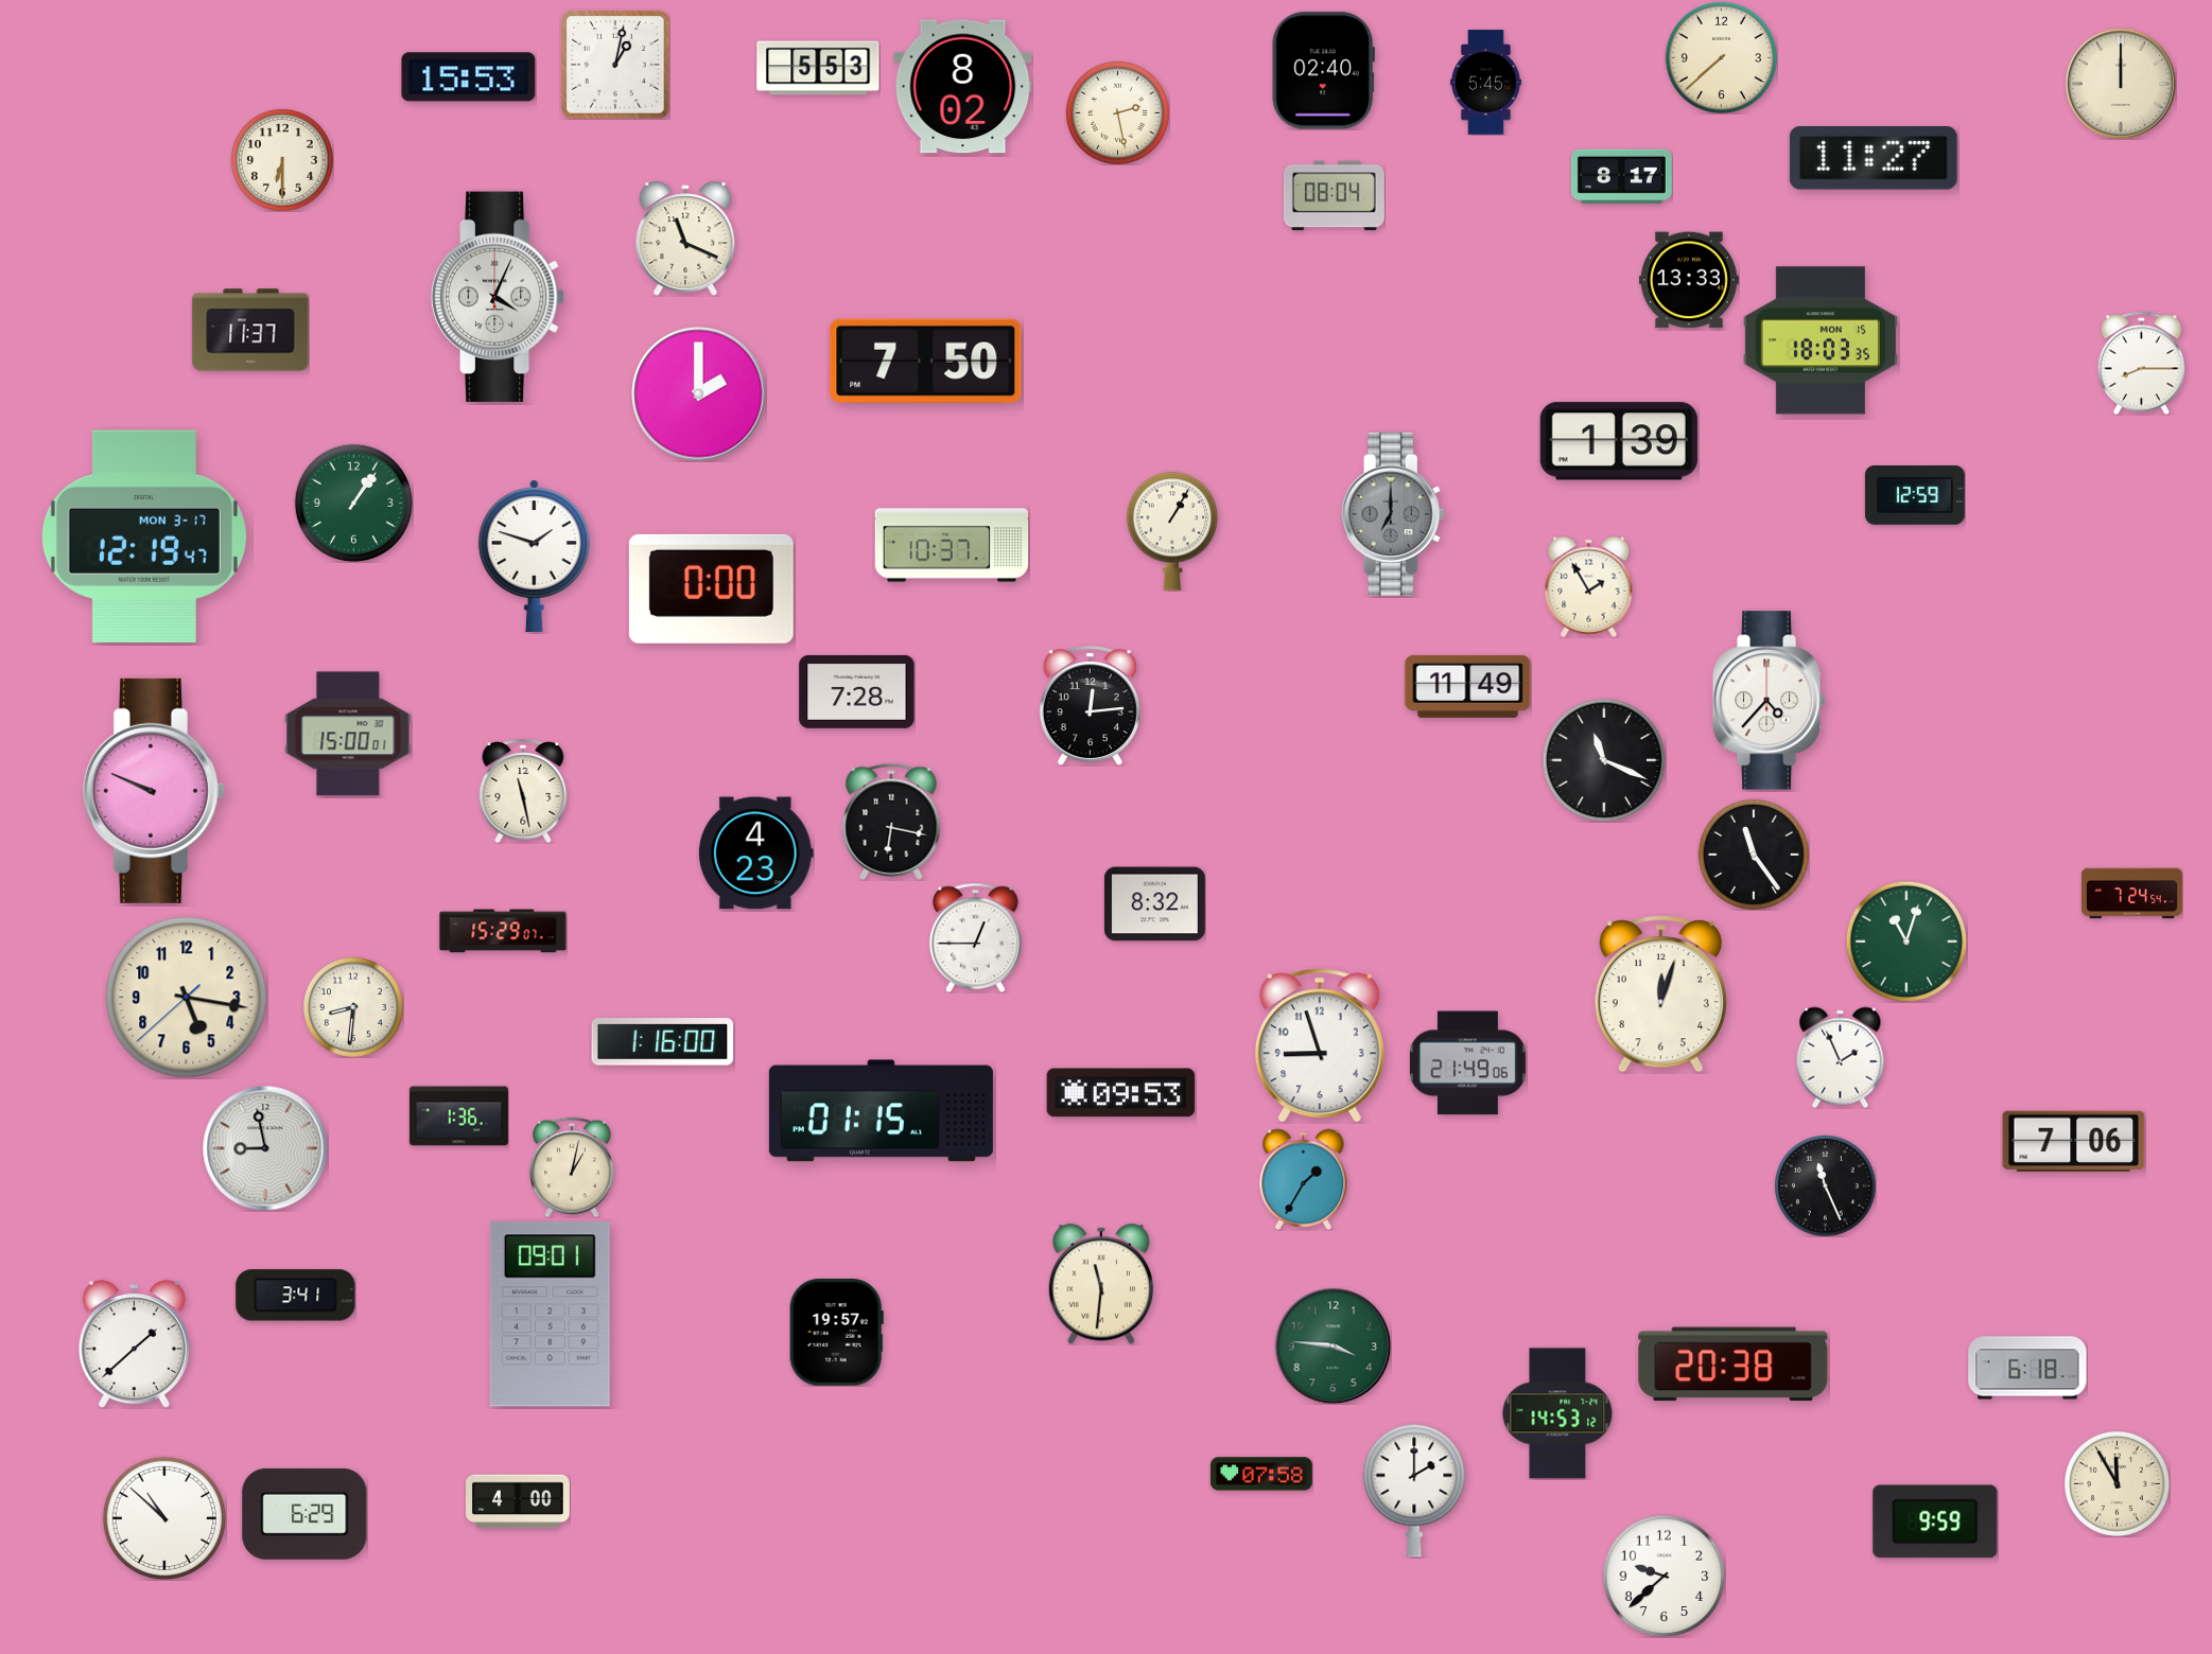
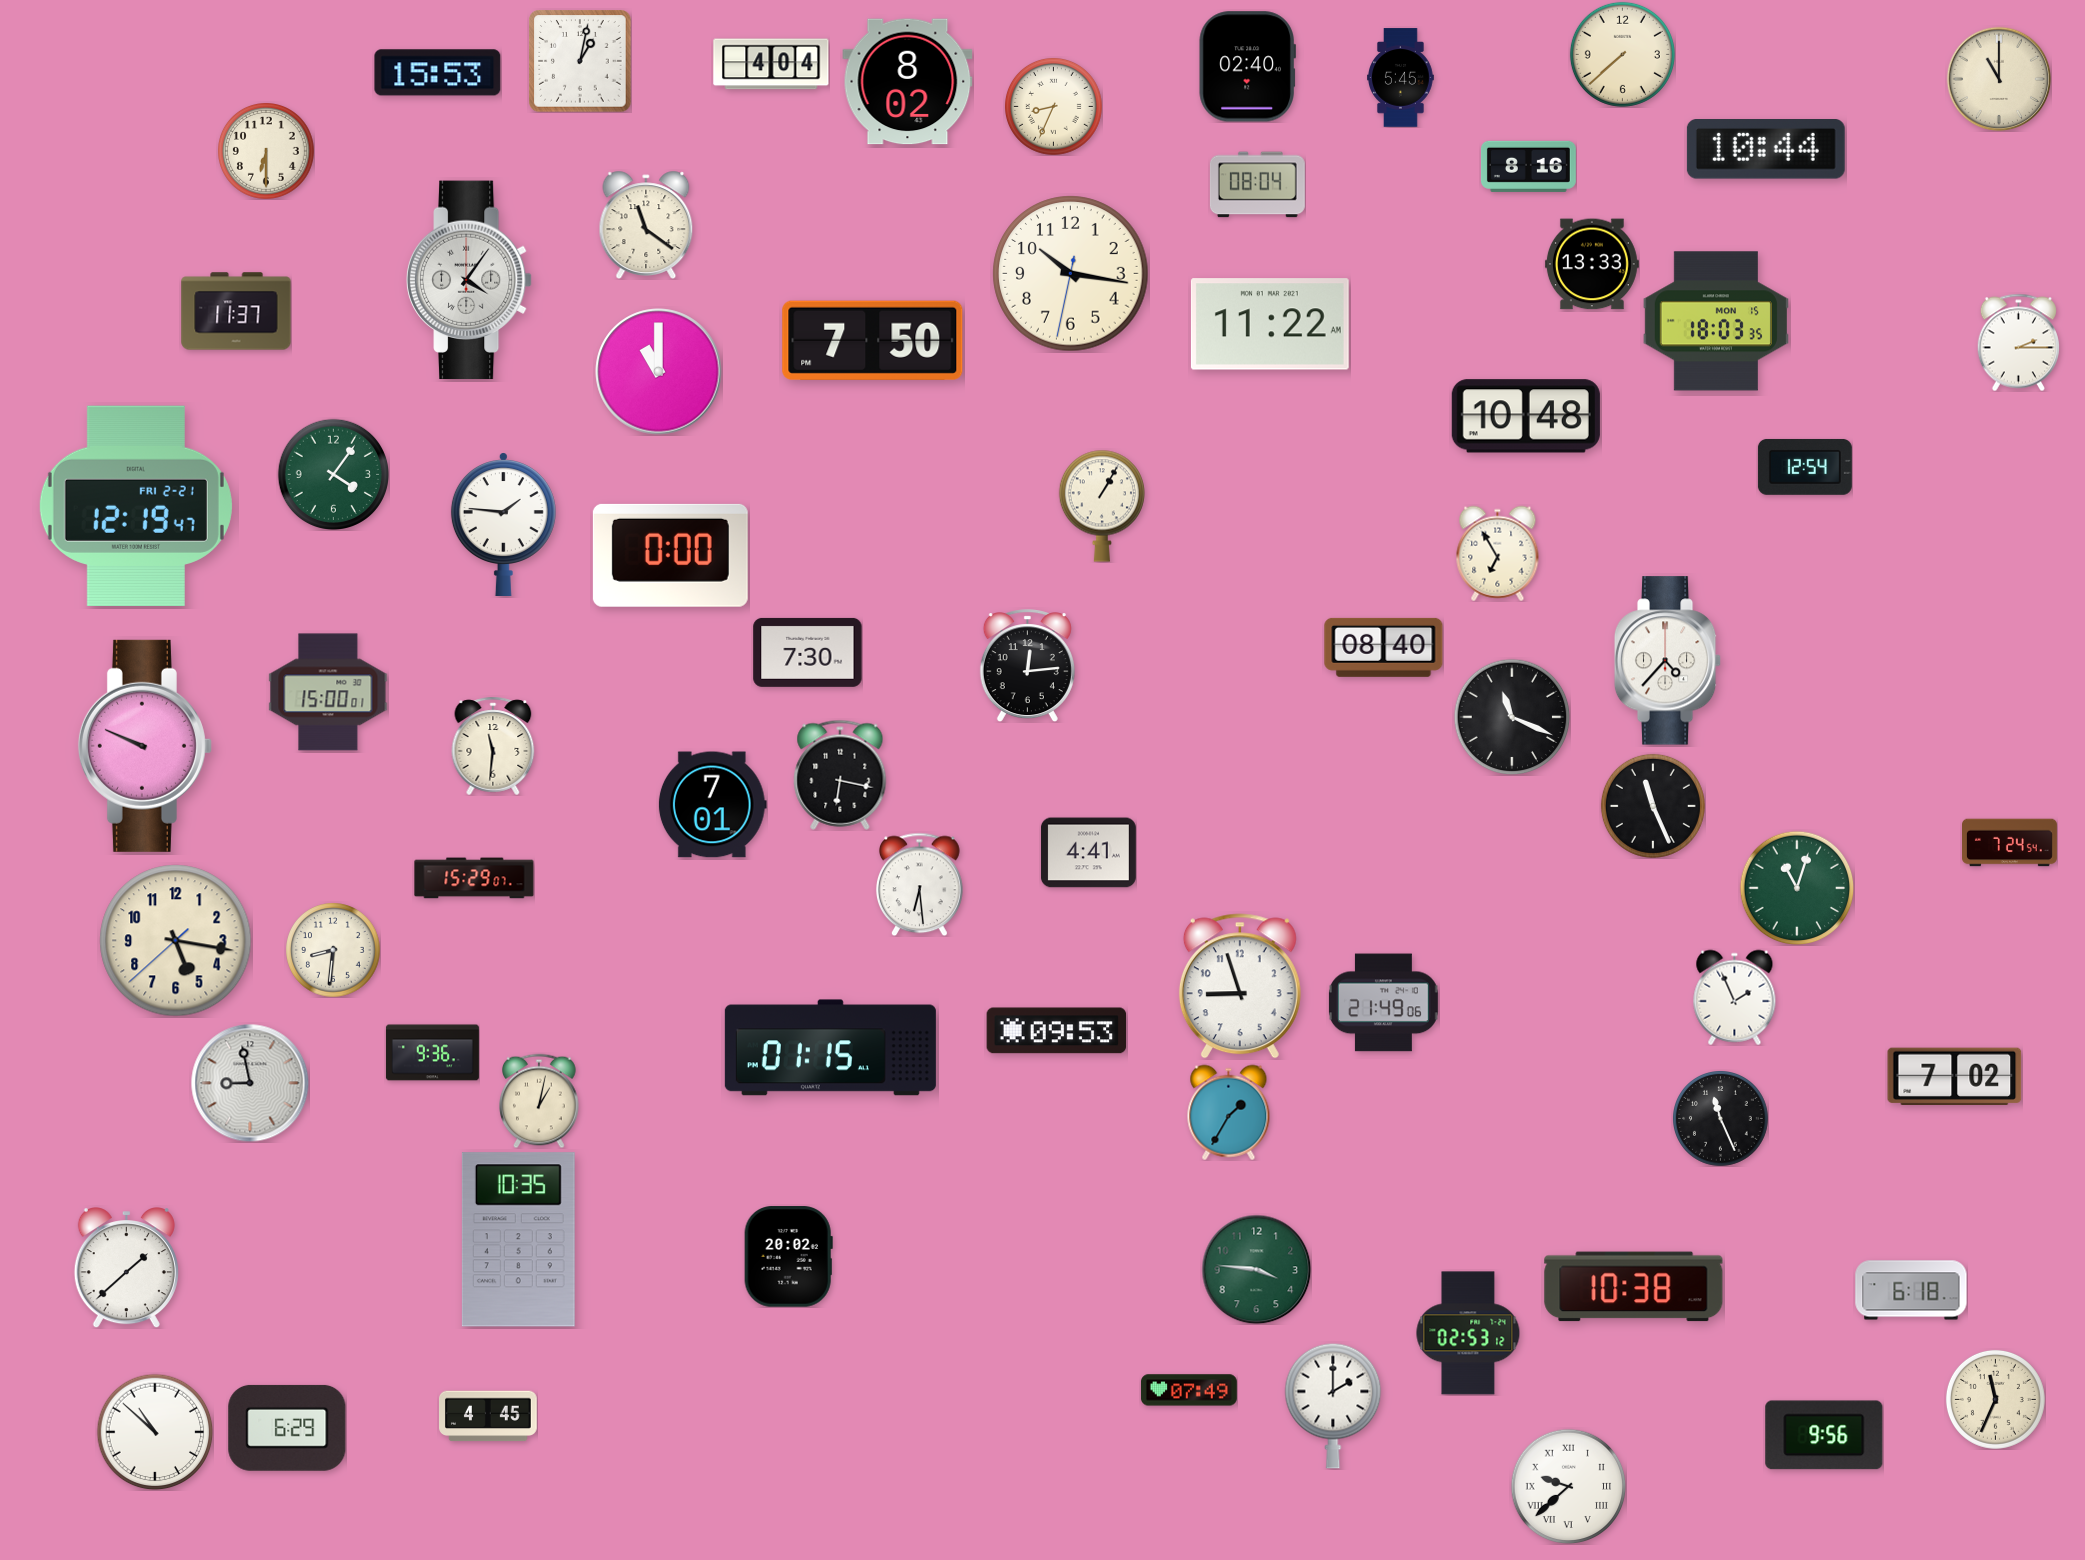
clock at (818, 68): 5:53 -> 4:04
clock at (469, 77) position: (469, 77) -> (438, 73)
clock at (2121, 84): 12:00 -> 11:00
clock at (1117, 112): 2:28 -> 8:34
clock at (1874, 159): 11:27 -> 10:44
clock at (1621, 176): 8:17 -> 8:16
clock at (685, 239): 11:19 -> 11:21
clock at (1071, 274): none -> 10:16
clock at (498, 297): 4:04 -> 4:06
clock at (1270, 324): none -> 11:22
clock at (2141, 363): 8:15 -> 2:15
clock at (699, 394): 2:00 -> 11:00
clock at (1619, 441): 1:39 -> 10:48
clock at (1915, 495): 12:59 -> 12:54
clock at (353, 503): 1:06 -> 4:06
clock at (1393, 514): 7:00 -> none
clock at (1172, 531) position: (1172, 531) -> (1102, 506)
clock at (144, 535) date: MON 3-17 -> FRI 2-21
clock at (952, 545): 10:37 -> none
clock at (534, 556): 1:48 -> 1:46
clock at (1589, 586): 1:55 -> 6:55
clock at (1468, 686): 11:49 -> 08:40
clock at (857, 691): 7:28 -> 7:30
clock at (523, 791): 11:28 -> 11:31
clock at (755, 854): 4:23 -> 7:01
clock at (1754, 855): 11:24 -> 11:26
clock at (1154, 904): 8:32 -> 4:41
clock at (975, 937): 12:45 -> 6:29
clock at (1660, 995): 12:03 -> none
clock at (663, 1042): 1:16 -> none
clock at (1320, 1045) position: (1320, 1045) -> (1240, 986)
clock at (458, 1116): 1:36 -> 9:36
clock at (2074, 1141): 7:06 -> 7:02
clock at (1101, 1284): 11:31 -> none
clock at (296, 1296): 3:41 -> none
clock at (550, 1315): 09:01 -> 10:35
clock at (836, 1333): 19:57 -> 20:02
clock at (1734, 1365): 20:38 -> 10:38
clock at (1557, 1413): 14:53 -> 02:53
clock at (1261, 1474): 07:58 -> 07:49
clock at (2117, 1483): 11:55 -> 11:34
clock at (519, 1501): 4:00 -> 4:45
clock at (1935, 1521): 9:59 -> 9:56
clock at (1664, 1576) numerals: Arabic -> Roman
